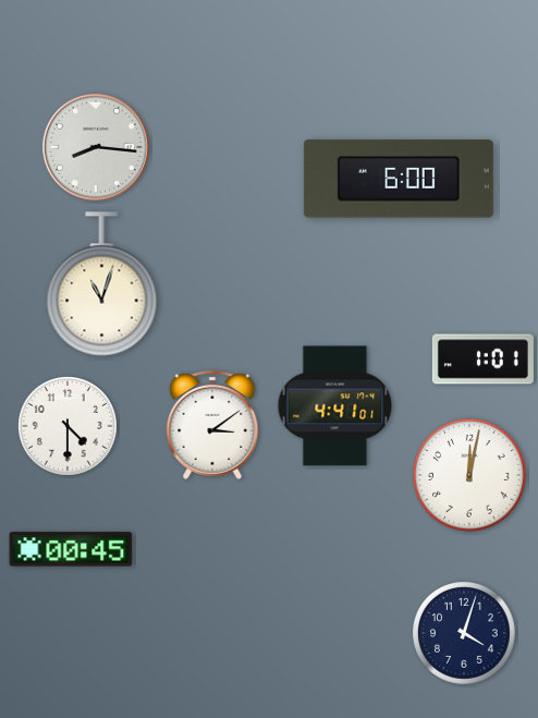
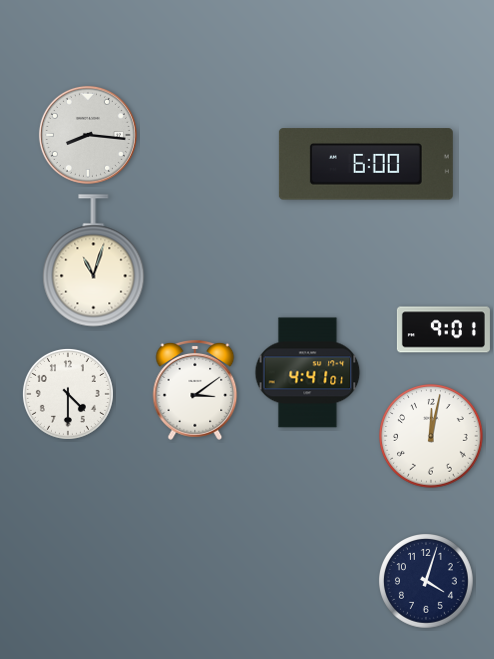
clock at (482, 360): 1:01 -> 9:01
clock at (68, 426) position: (68, 426) -> (68, 394)
clock at (71, 549): 00:45 -> none
